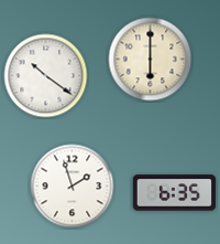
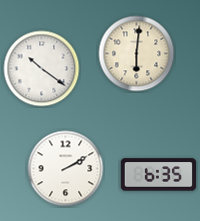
clock at (151, 60): 6:00 -> 6:01
clock at (73, 187): 1:57 -> 2:10
